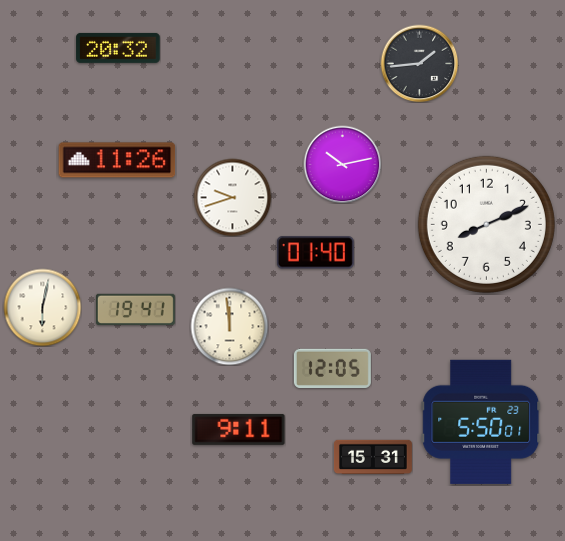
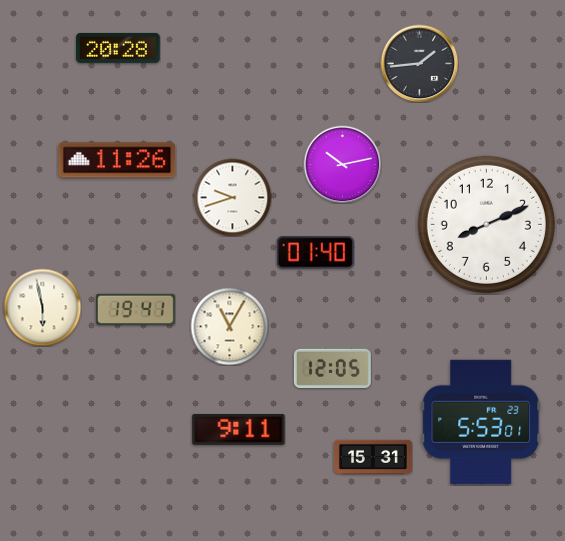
clock at (118, 48): 20:32 -> 20:28
clock at (42, 307): 6:02 -> 5:58
clock at (229, 326): 11:59 -> 11:05
clock at (481, 422): 5:50 -> 5:53
